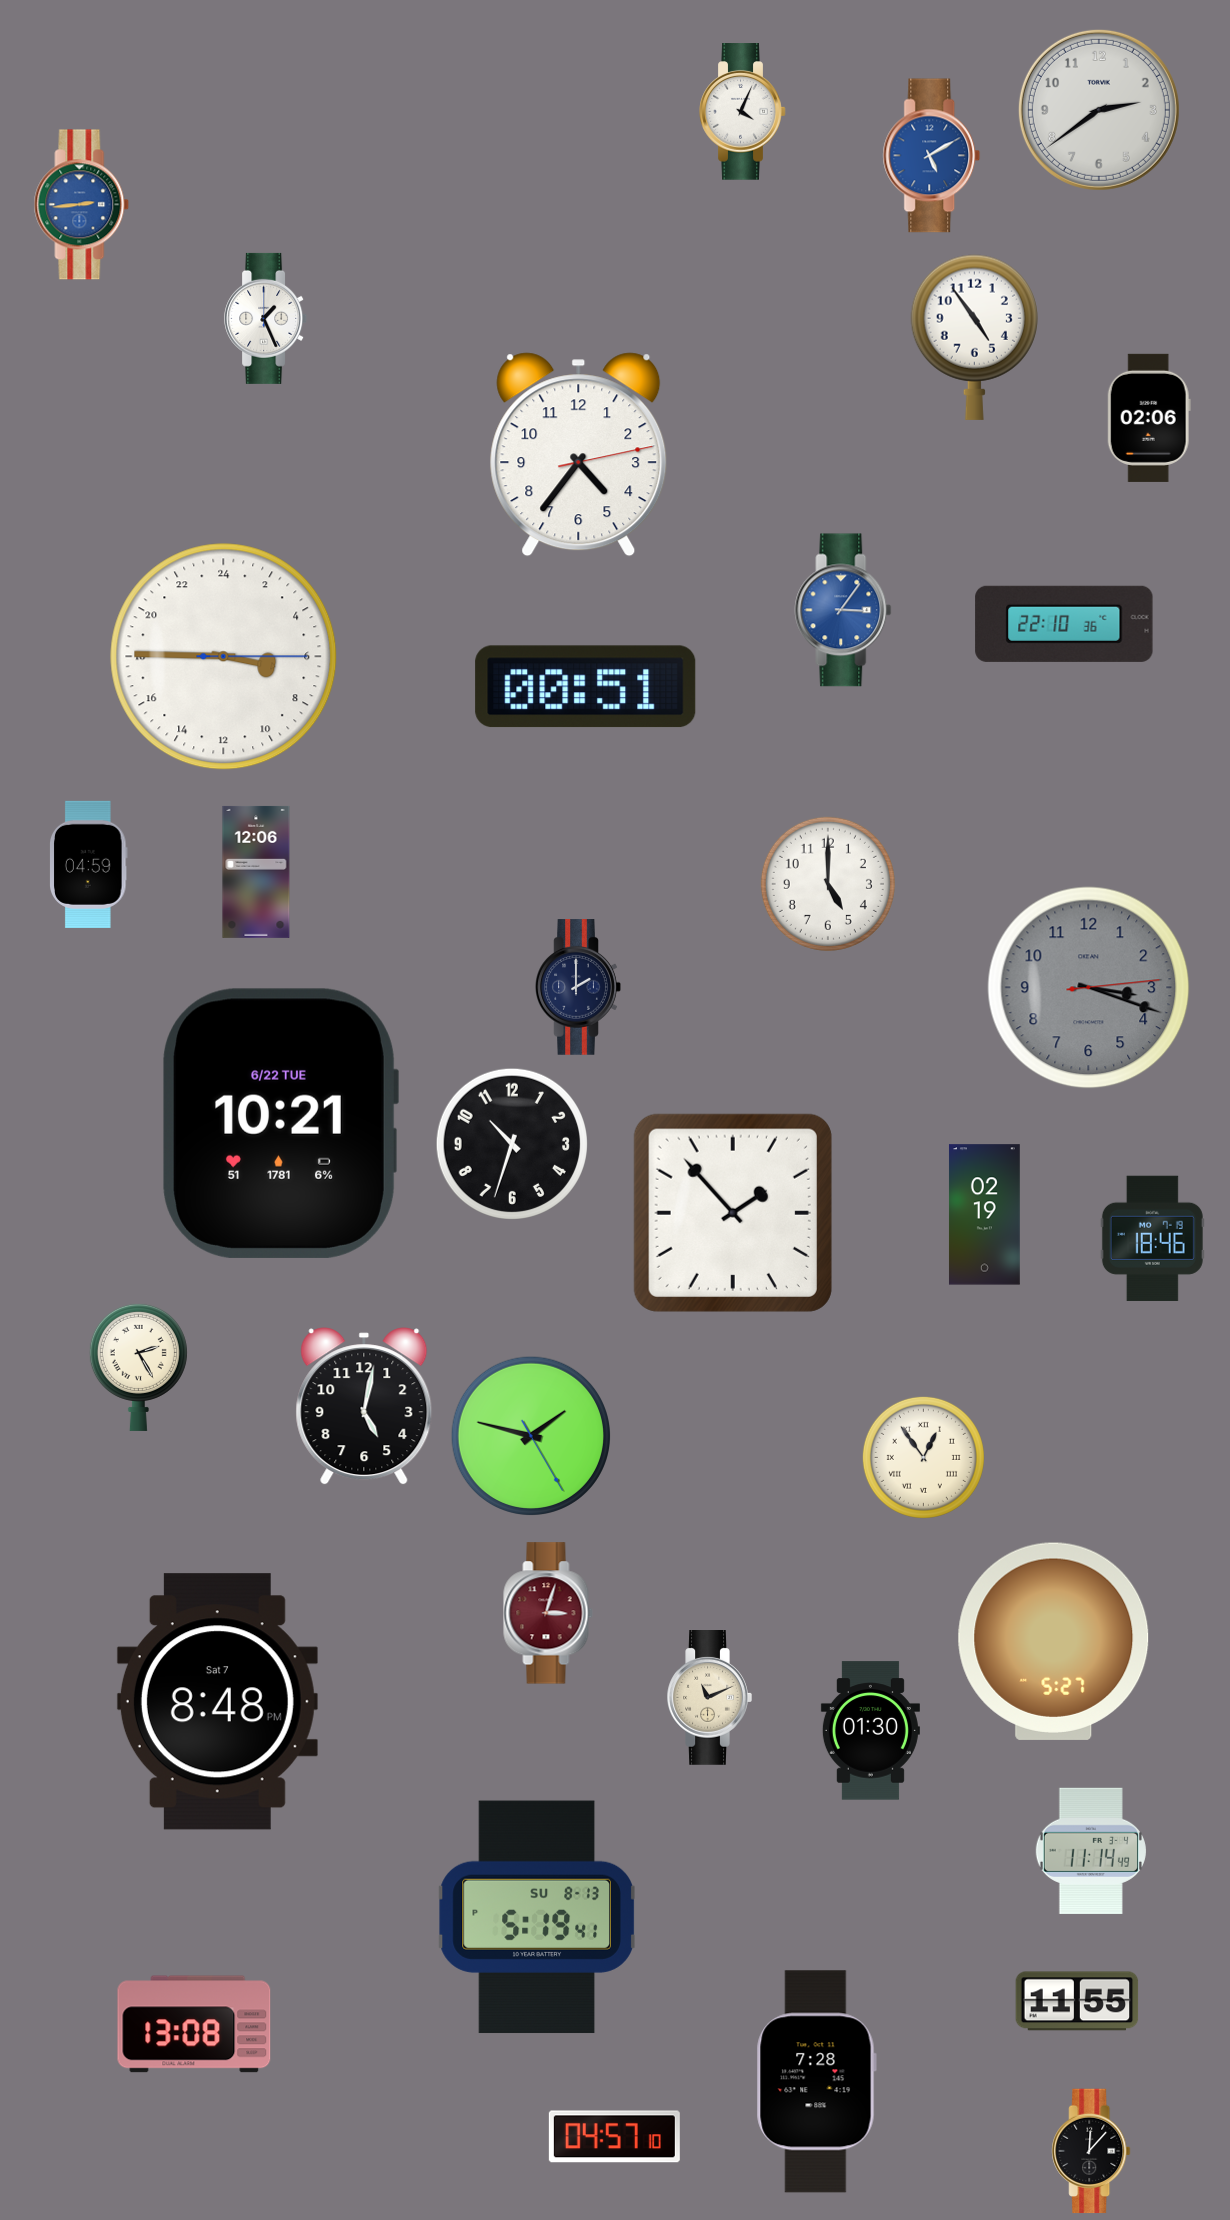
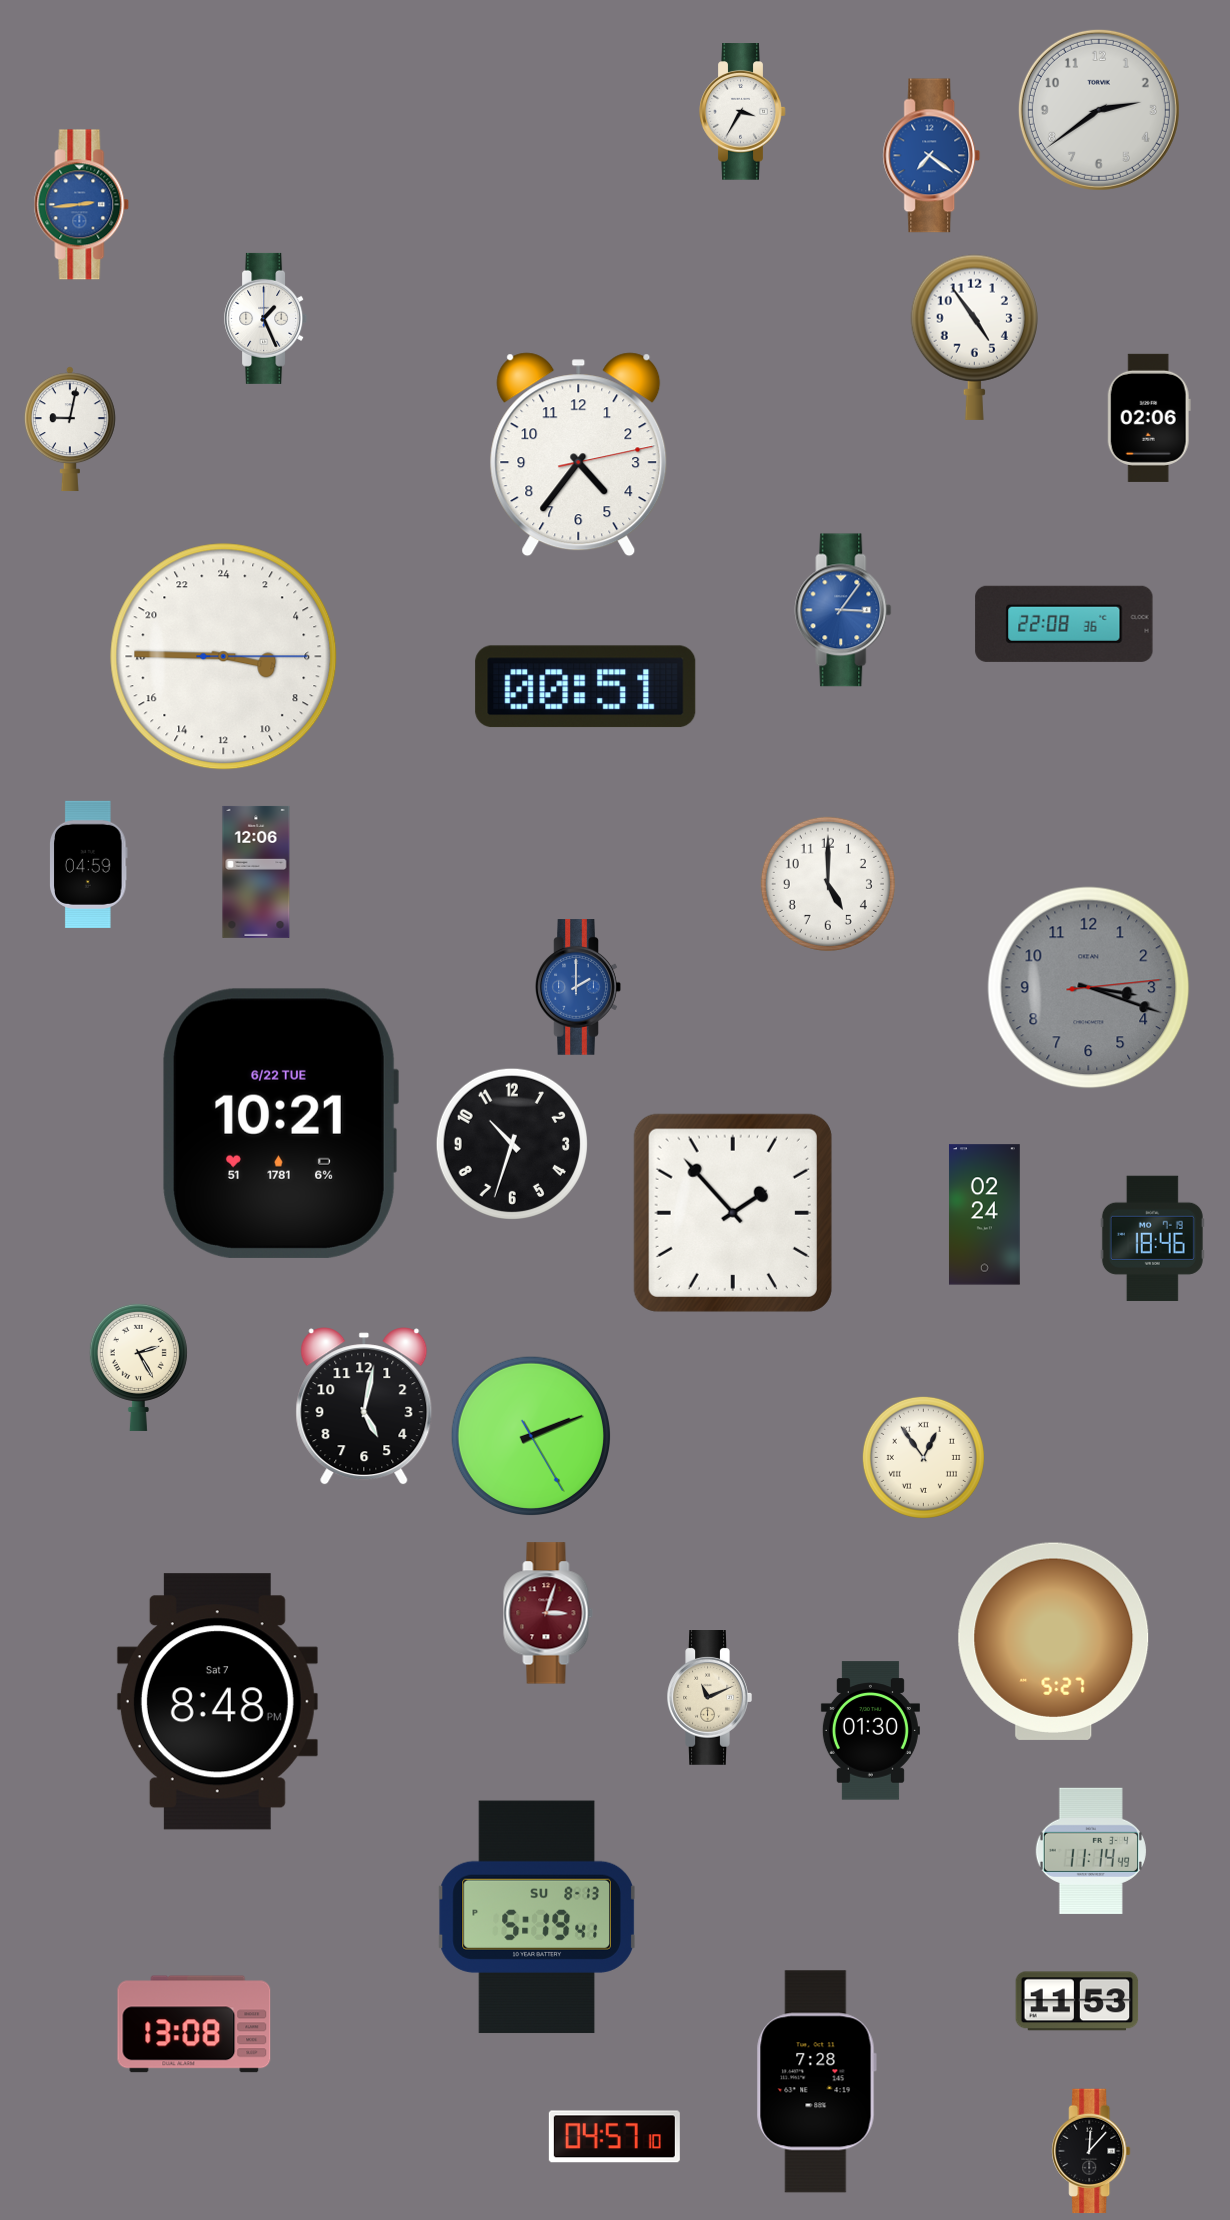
clock at (743, 112): 4:04 -> 3:35
clock at (932, 156): 5:10 -> 7:21
clock at (70, 429): none -> 9:02
clock at (1064, 624): 22:10 -> 22:08
clock at (578, 987) dial: navy -> blue
clock at (984, 1215): 02:19 -> 02:24
clock at (530, 1435): 1:47 -> 2:11
clock at (1077, 2001): 11:55 -> 11:53
